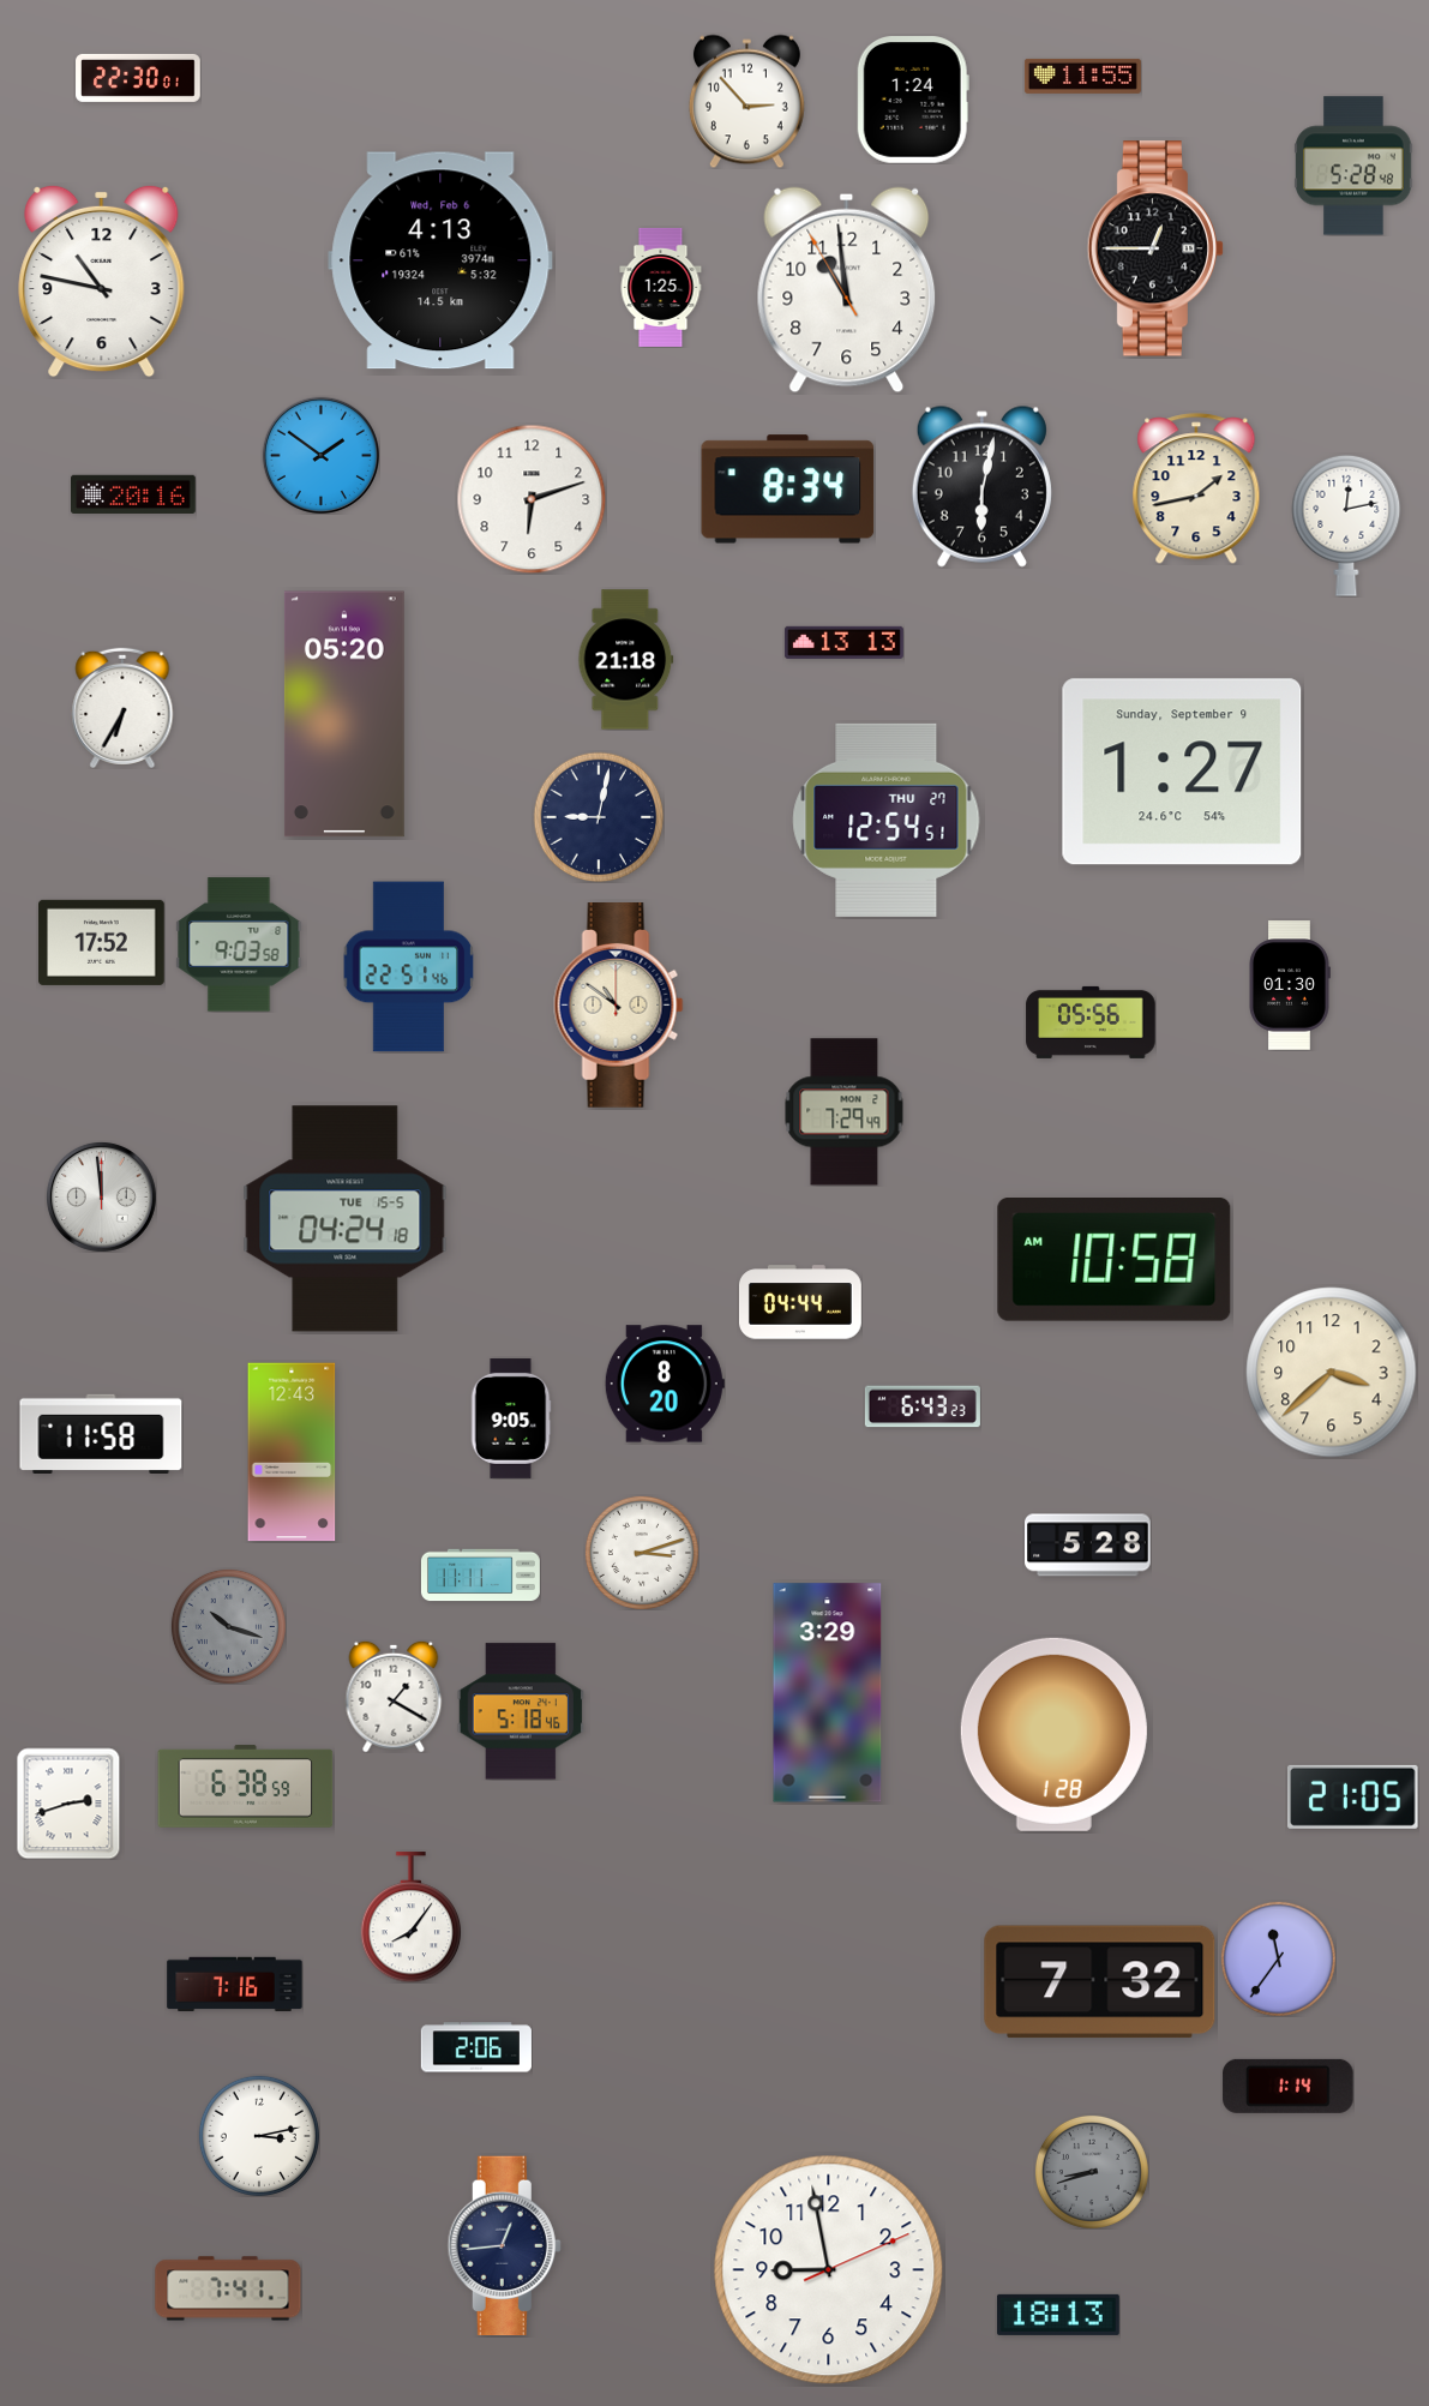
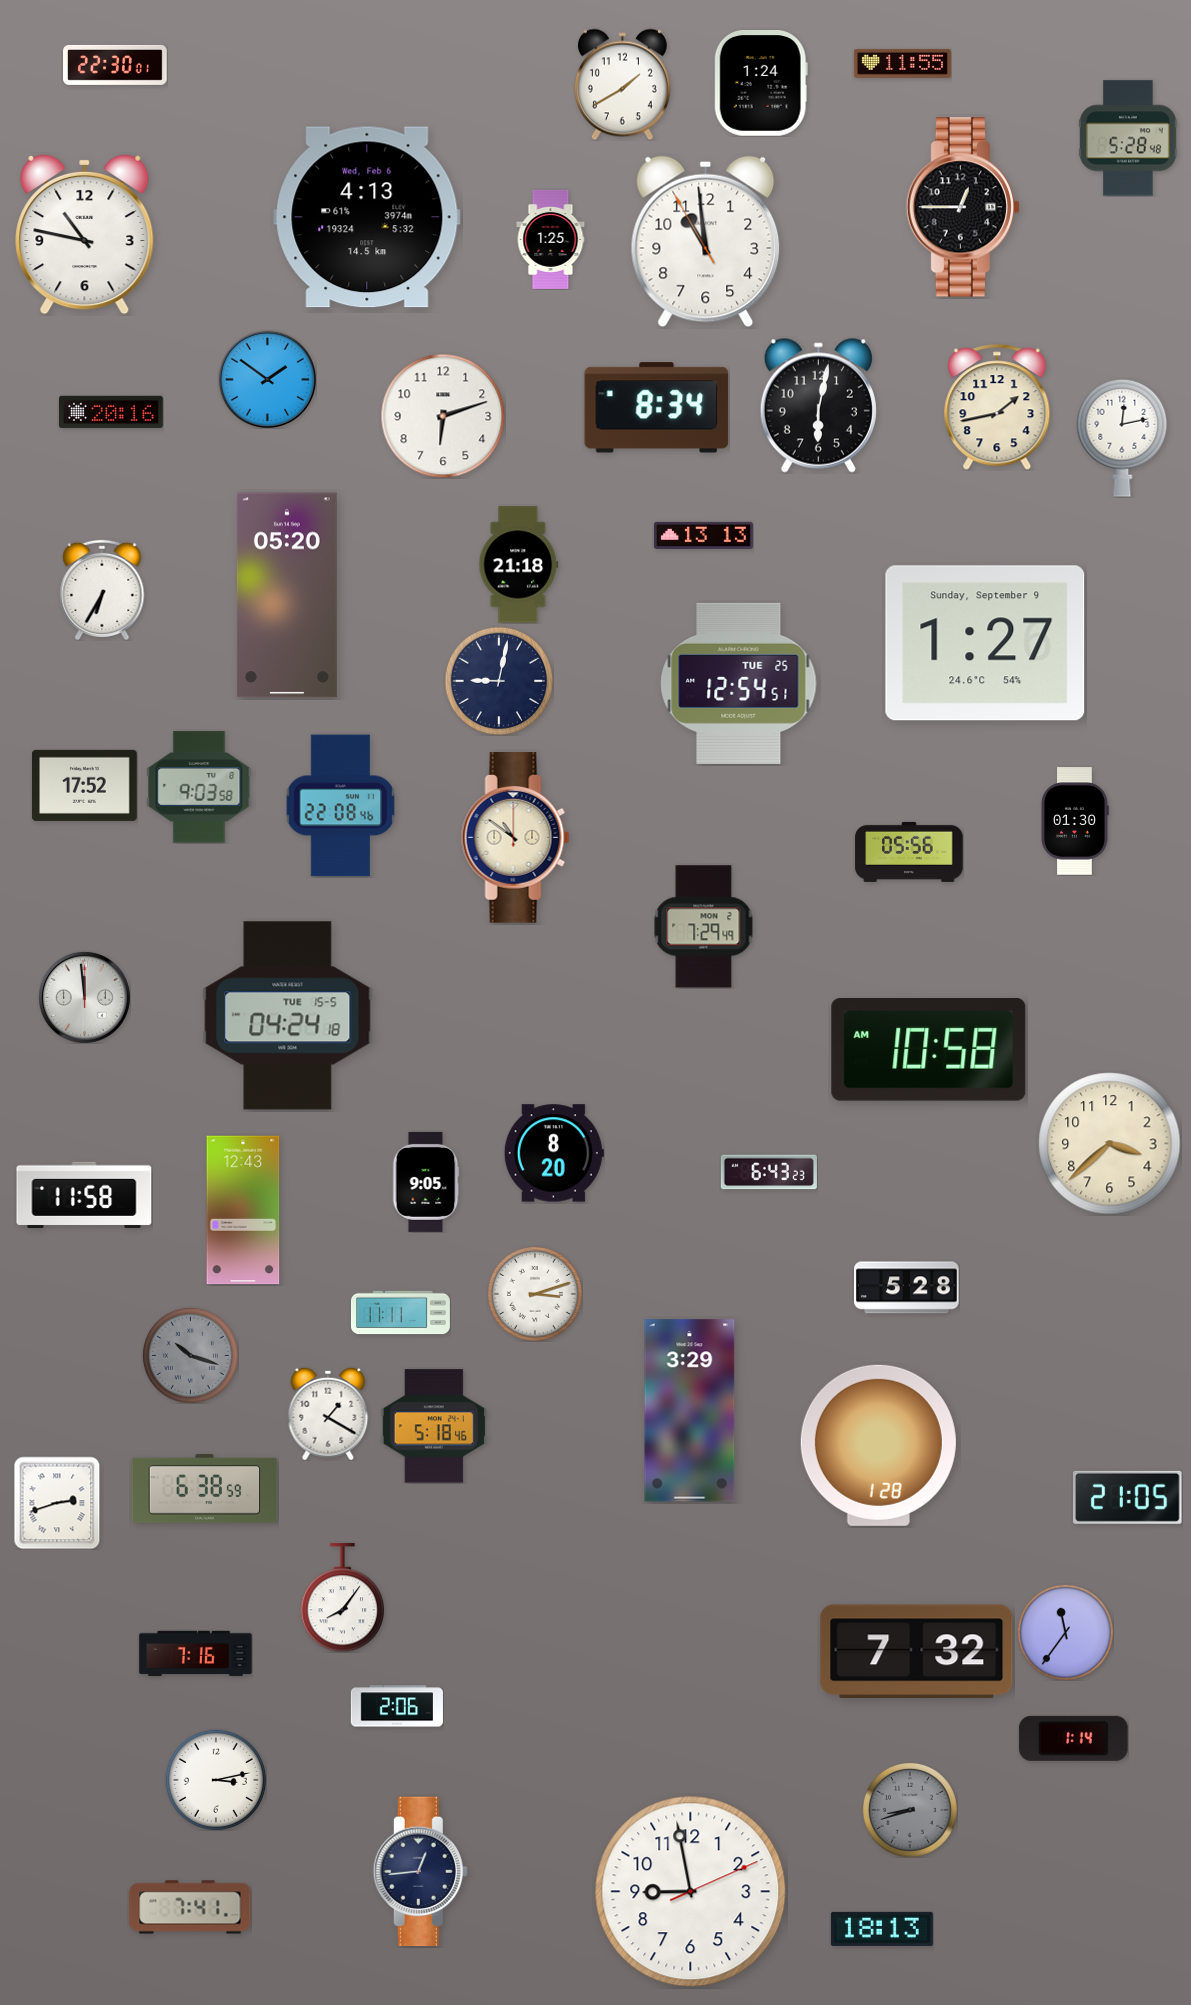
clock at (746, 101): 2:53 -> 1:40
clock at (626, 660) position: (626, 660) -> (519, 565)
clock at (887, 820) date: THU 27 -> TUE 25
clock at (409, 967): 22:51 -> 22:08
clock at (800, 1302): 04:44 -> none
